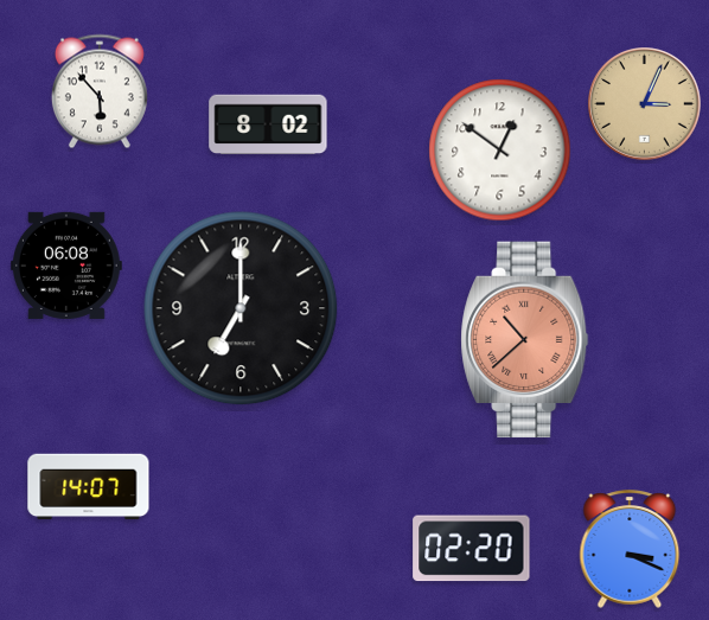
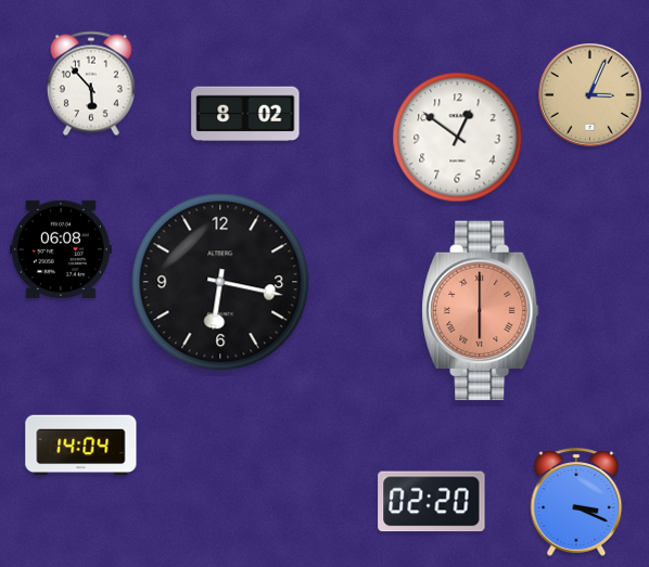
clock at (66, 266) position: (66, 266) -> (61, 249)
clock at (241, 308): 7:00 -> 6:17
clock at (525, 340): 10:38 -> 6:00
clock at (89, 487): 14:07 -> 14:04
